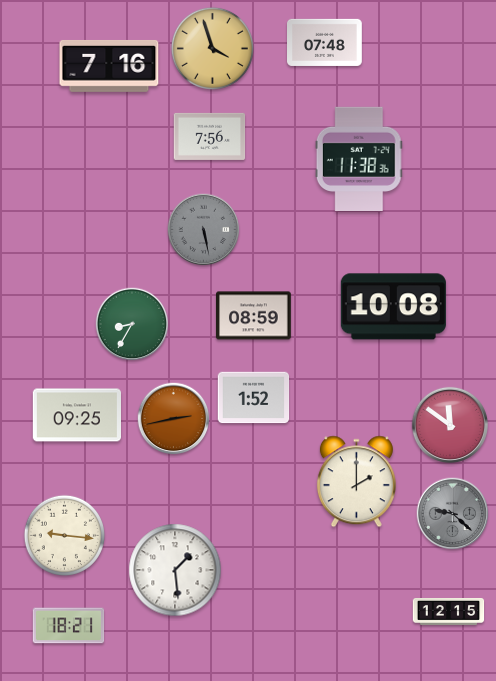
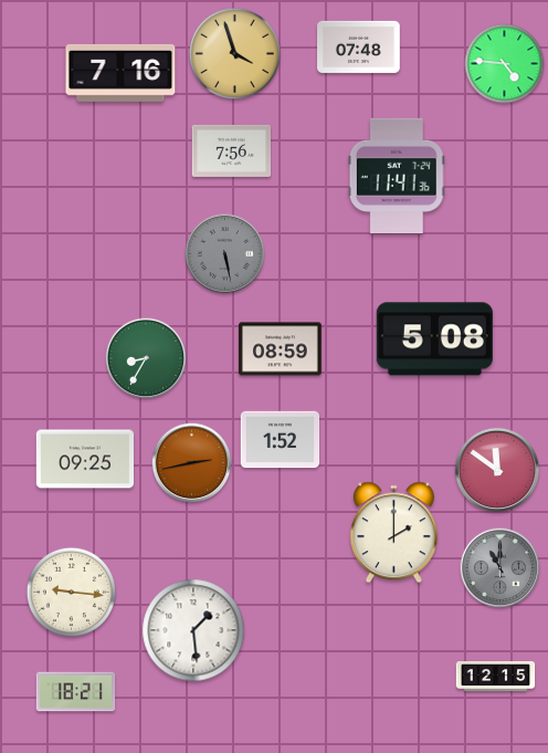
clock at (505, 64): none -> 4:46
clock at (359, 158): 11:38 -> 11:41
clock at (393, 307): 10:08 -> 5:08
clock at (453, 514): 9:22 -> 11:00
